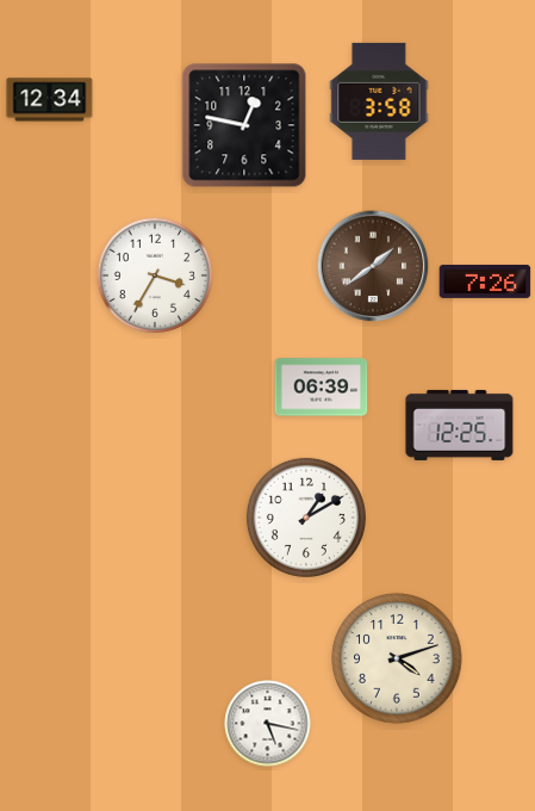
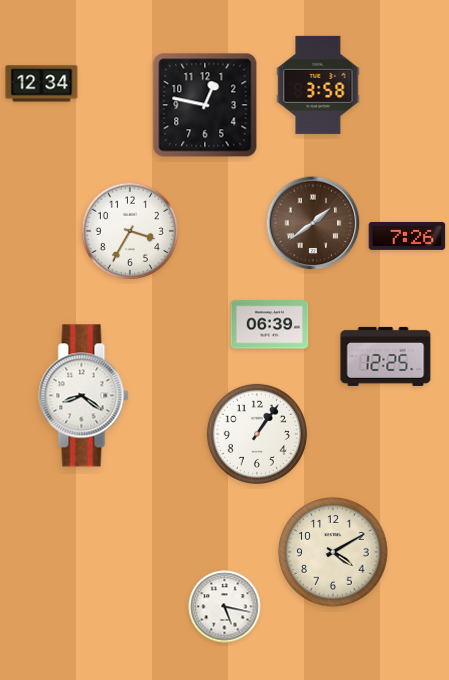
clock at (84, 396): none -> 8:21
clock at (306, 518): 1:10 -> 1:06
clock at (397, 658): 4:12 -> 4:10
